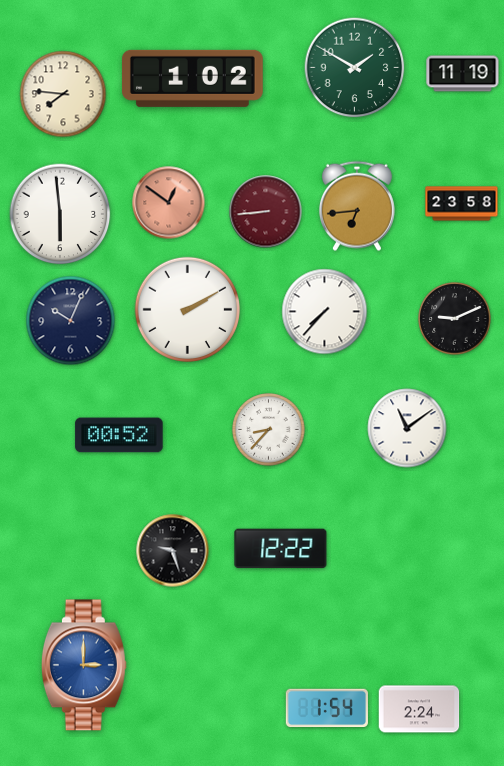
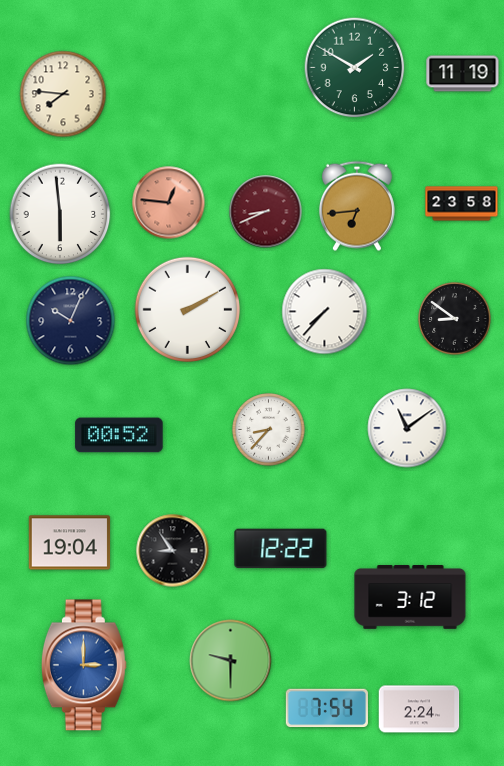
clock at (192, 78): 1:02 -> none
clock at (169, 203): 12:51 -> 12:46
clock at (266, 212): 8:44 -> 8:41
clock at (455, 319): 9:11 -> 8:51
clock at (70, 543): none -> 19:04
clock at (173, 551): 9:27 -> 8:54
clock at (410, 597): none -> 3:12
clock at (231, 661): none -> 9:30
clock at (327, 708): 1:54 -> 7:54
